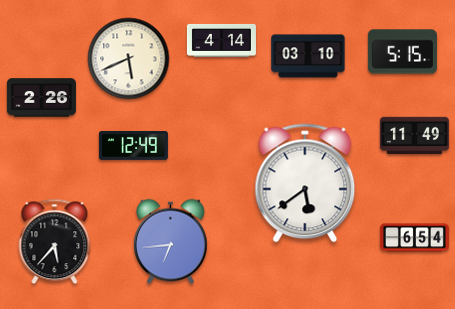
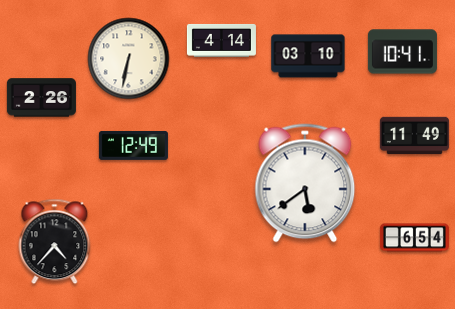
clock at (402, 52): 5:15 -> 10:41
clock at (129, 59): 5:41 -> 6:32
clock at (55, 242): 5:37 -> 4:37
clock at (171, 242): 6:44 -> none
